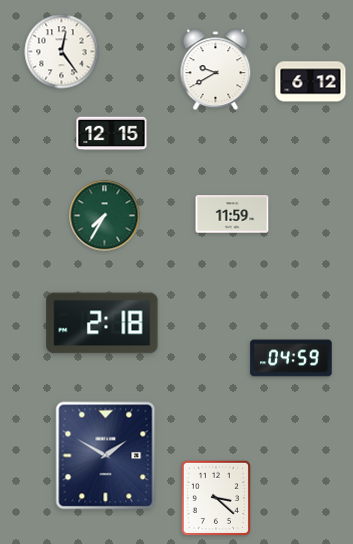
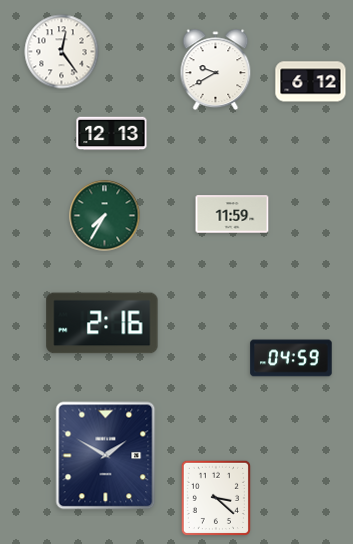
clock at (112, 134): 12:15 -> 12:13
clock at (102, 323): 2:18 -> 2:16
